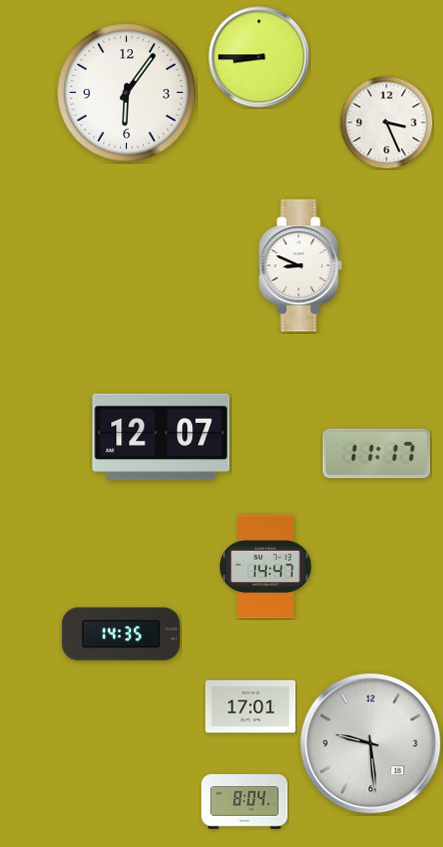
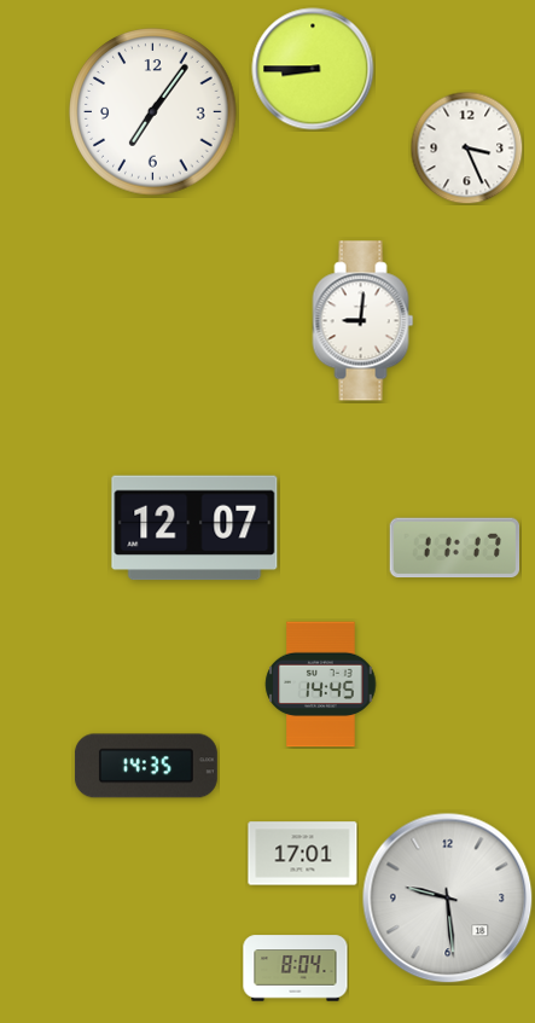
clock at (127, 93): 6:06 -> 7:06
clock at (301, 266): 8:49 -> 9:01
clock at (266, 567): 14:47 -> 14:45
